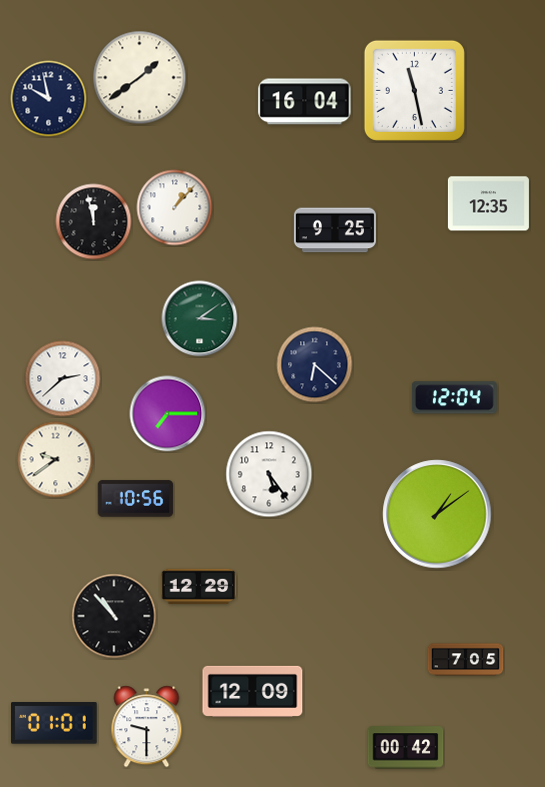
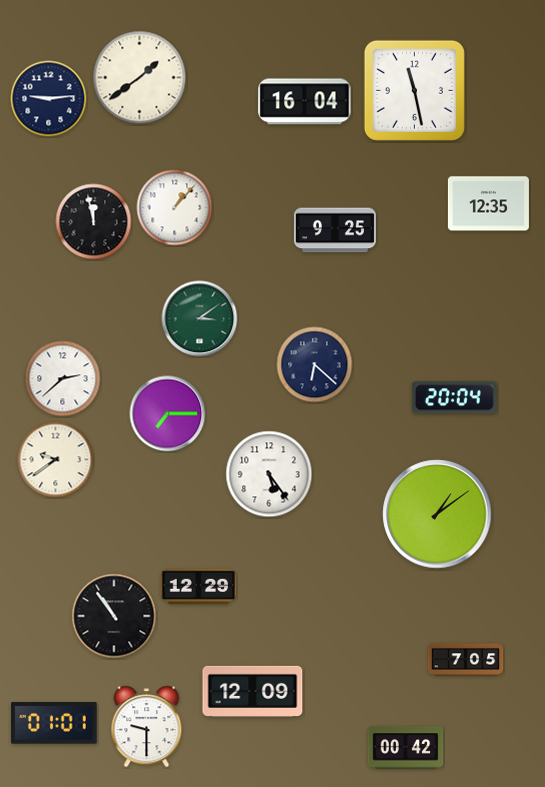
clock at (49, 99): 9:58 -> 9:14
clock at (454, 398): 12:04 -> 20:04
clock at (136, 499): 10:56 -> none
clock at (114, 616): 10:53 -> 10:54
